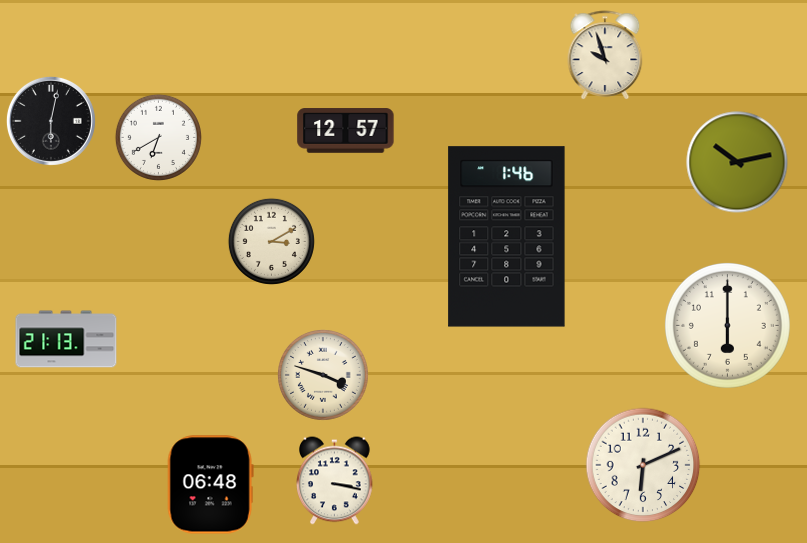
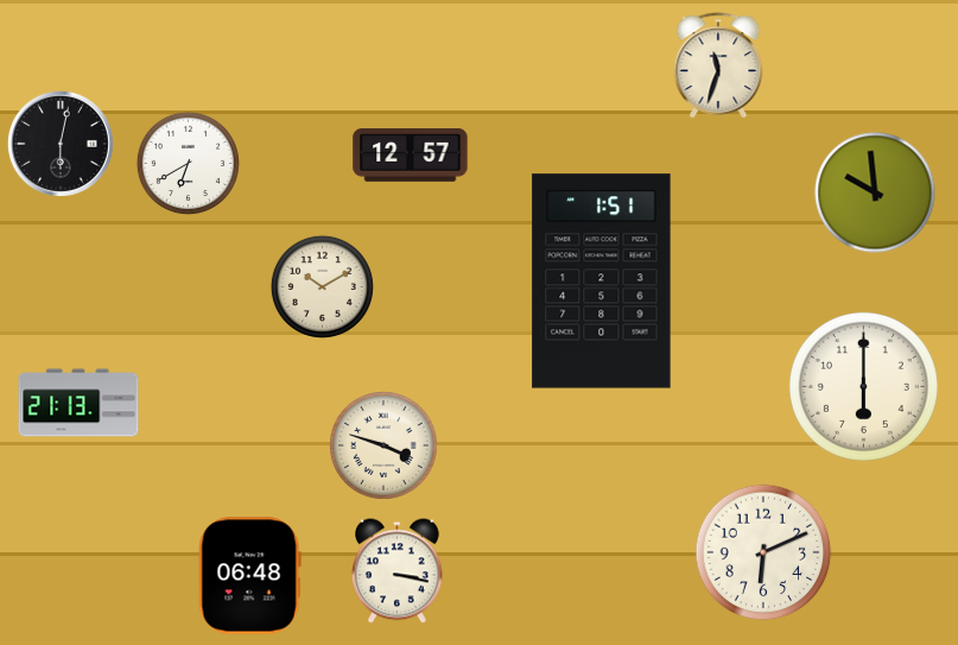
clock at (605, 56): 9:57 -> 11:33
clock at (737, 162): 10:13 -> 9:59
clock at (507, 237): 1:46 -> 1:51
clock at (271, 241): 3:10 -> 10:10
